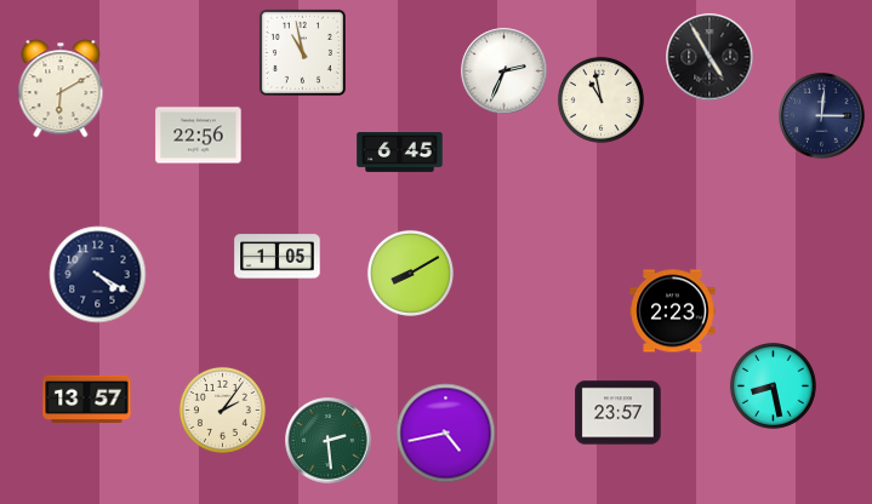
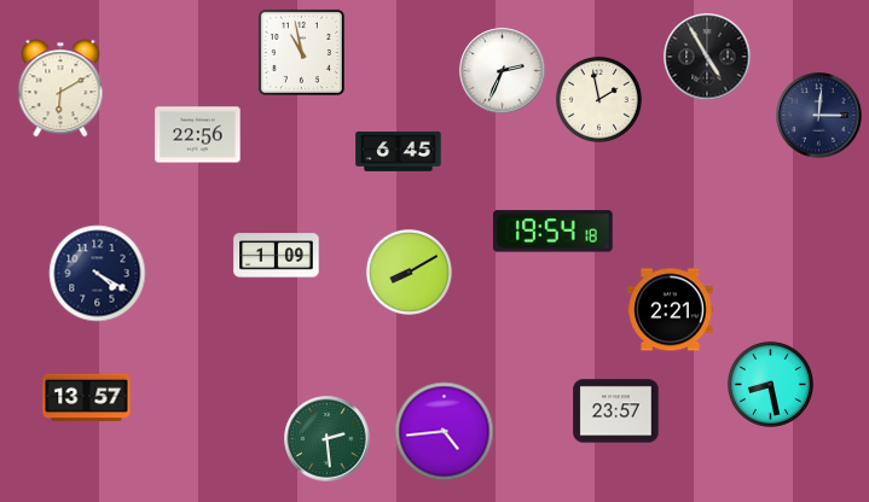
clock at (600, 99): 10:58 -> 1:58
clock at (552, 232): none -> 19:54
clock at (278, 257): 1:05 -> 1:09
clock at (673, 311): 2:23 -> 2:21
clock at (222, 409): 2:06 -> none
clock at (446, 434): 4:43 -> 4:44
